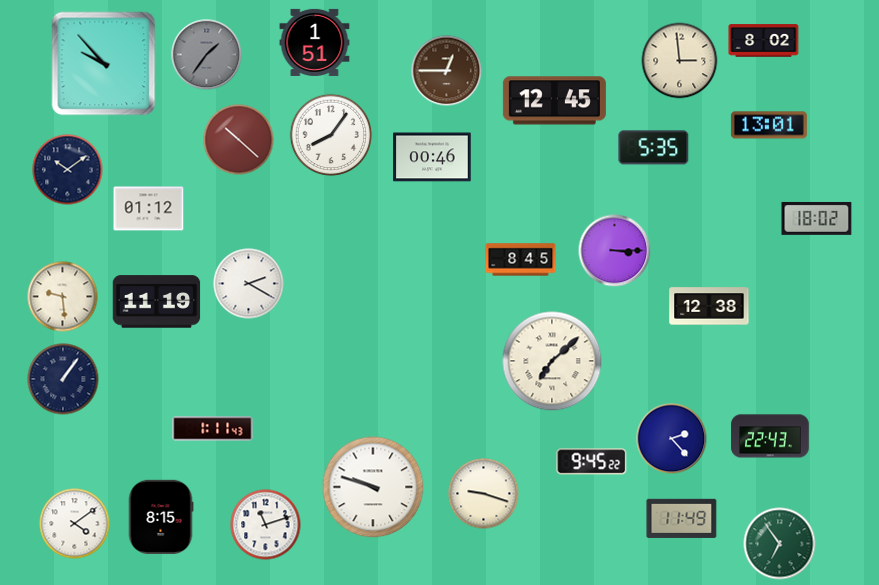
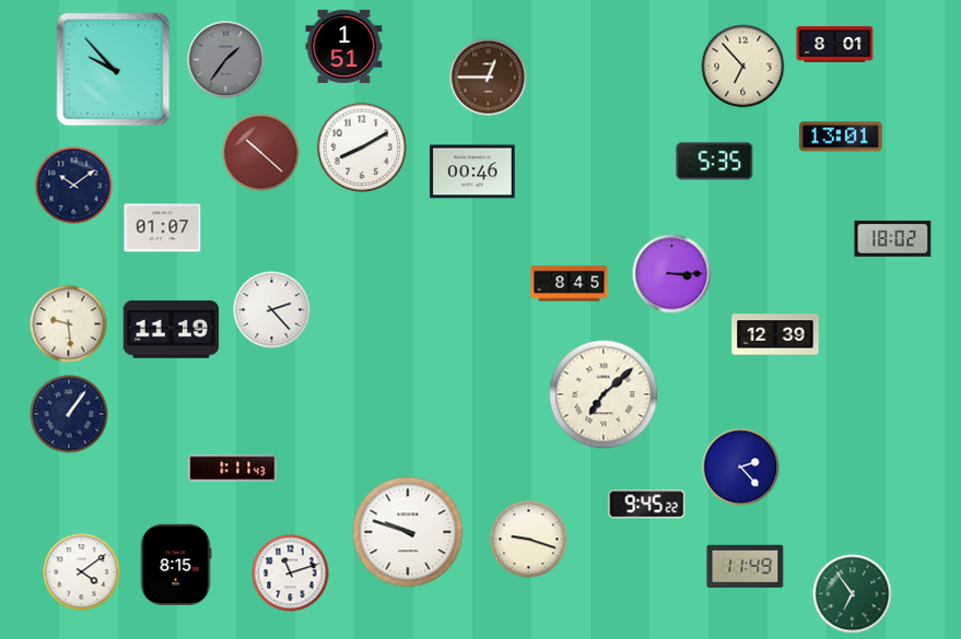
clock at (764, 41): 8:02 -> 8:01
clock at (680, 61): 2:59 -> 6:53
clock at (554, 101): 12:45 -> none
clock at (331, 135): 8:06 -> 8:10
clock at (149, 209): 01:12 -> 01:07
clock at (249, 284): 2:20 -> 2:23
clock at (709, 306): 12:38 -> 12:39
clock at (770, 436): 22:43 -> none
clock at (672, 439) position: (672, 439) -> (741, 468)
